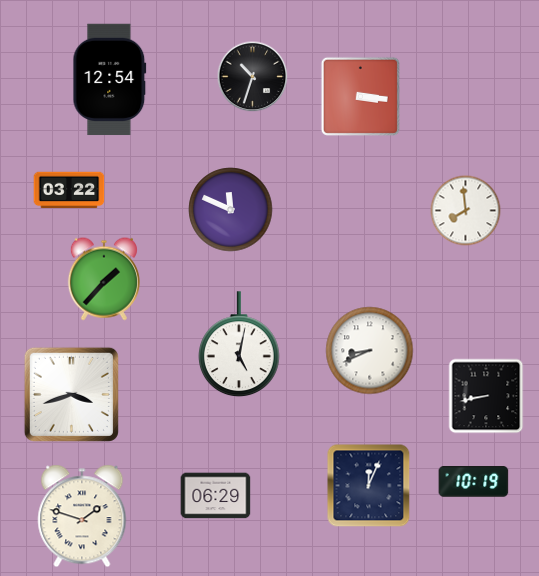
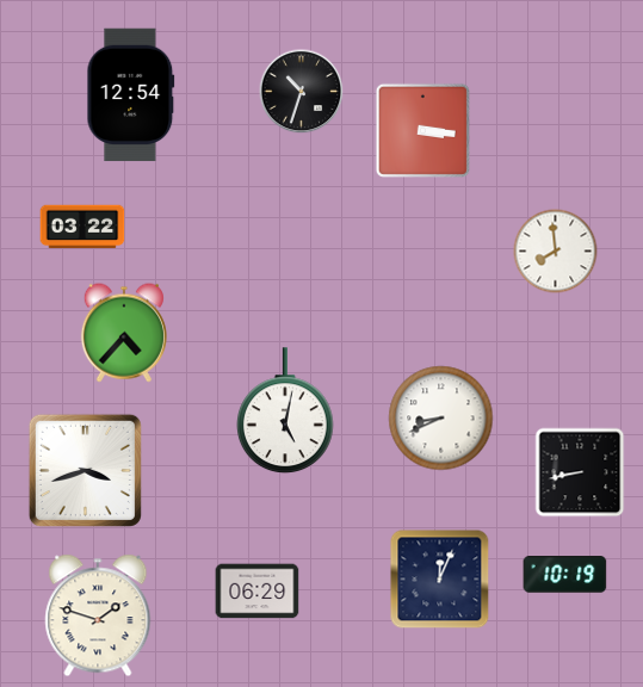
clock at (360, 96) position: (360, 96) -> (422, 130)
clock at (231, 210): 11:49 -> none
clock at (104, 279): 1:37 -> 4:37
